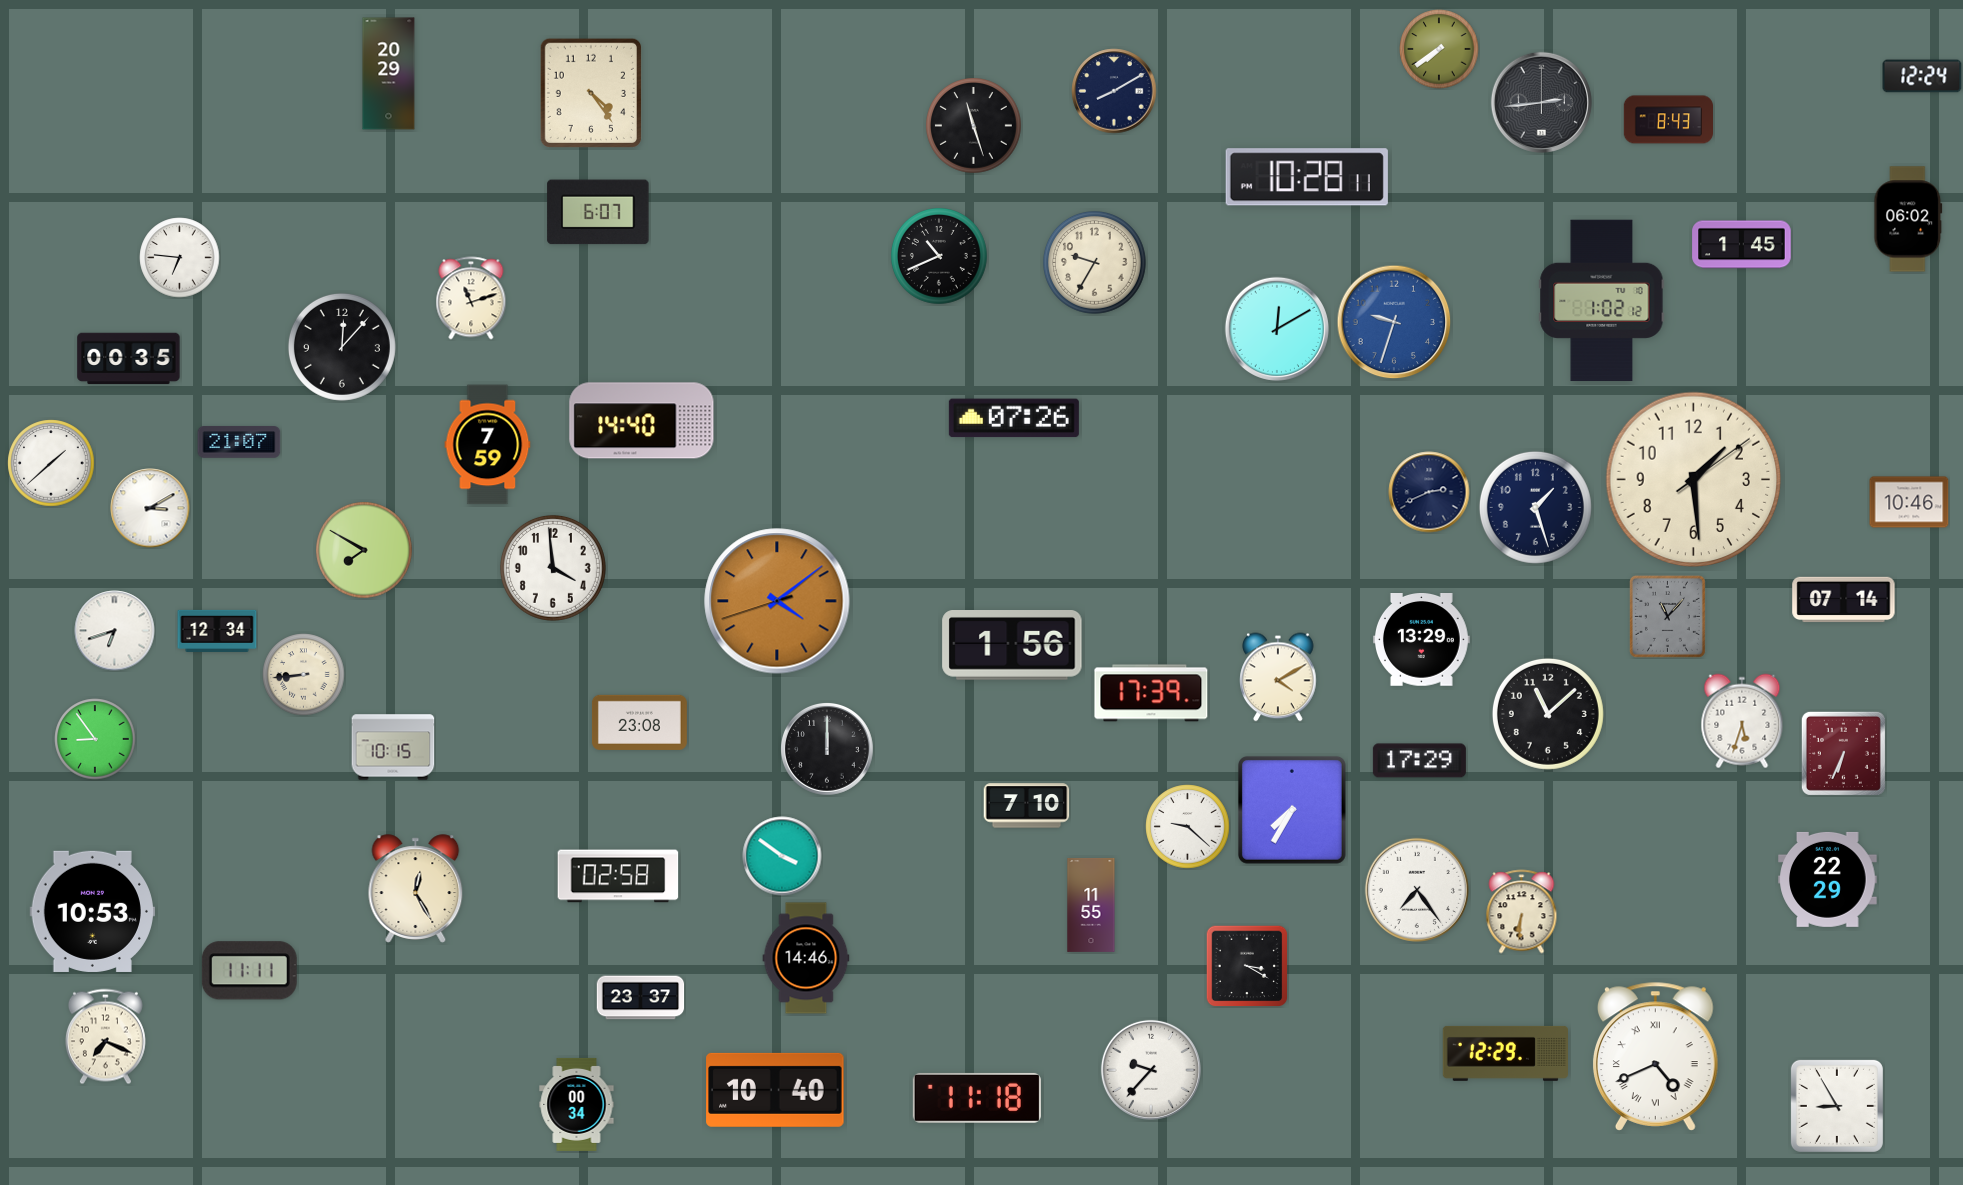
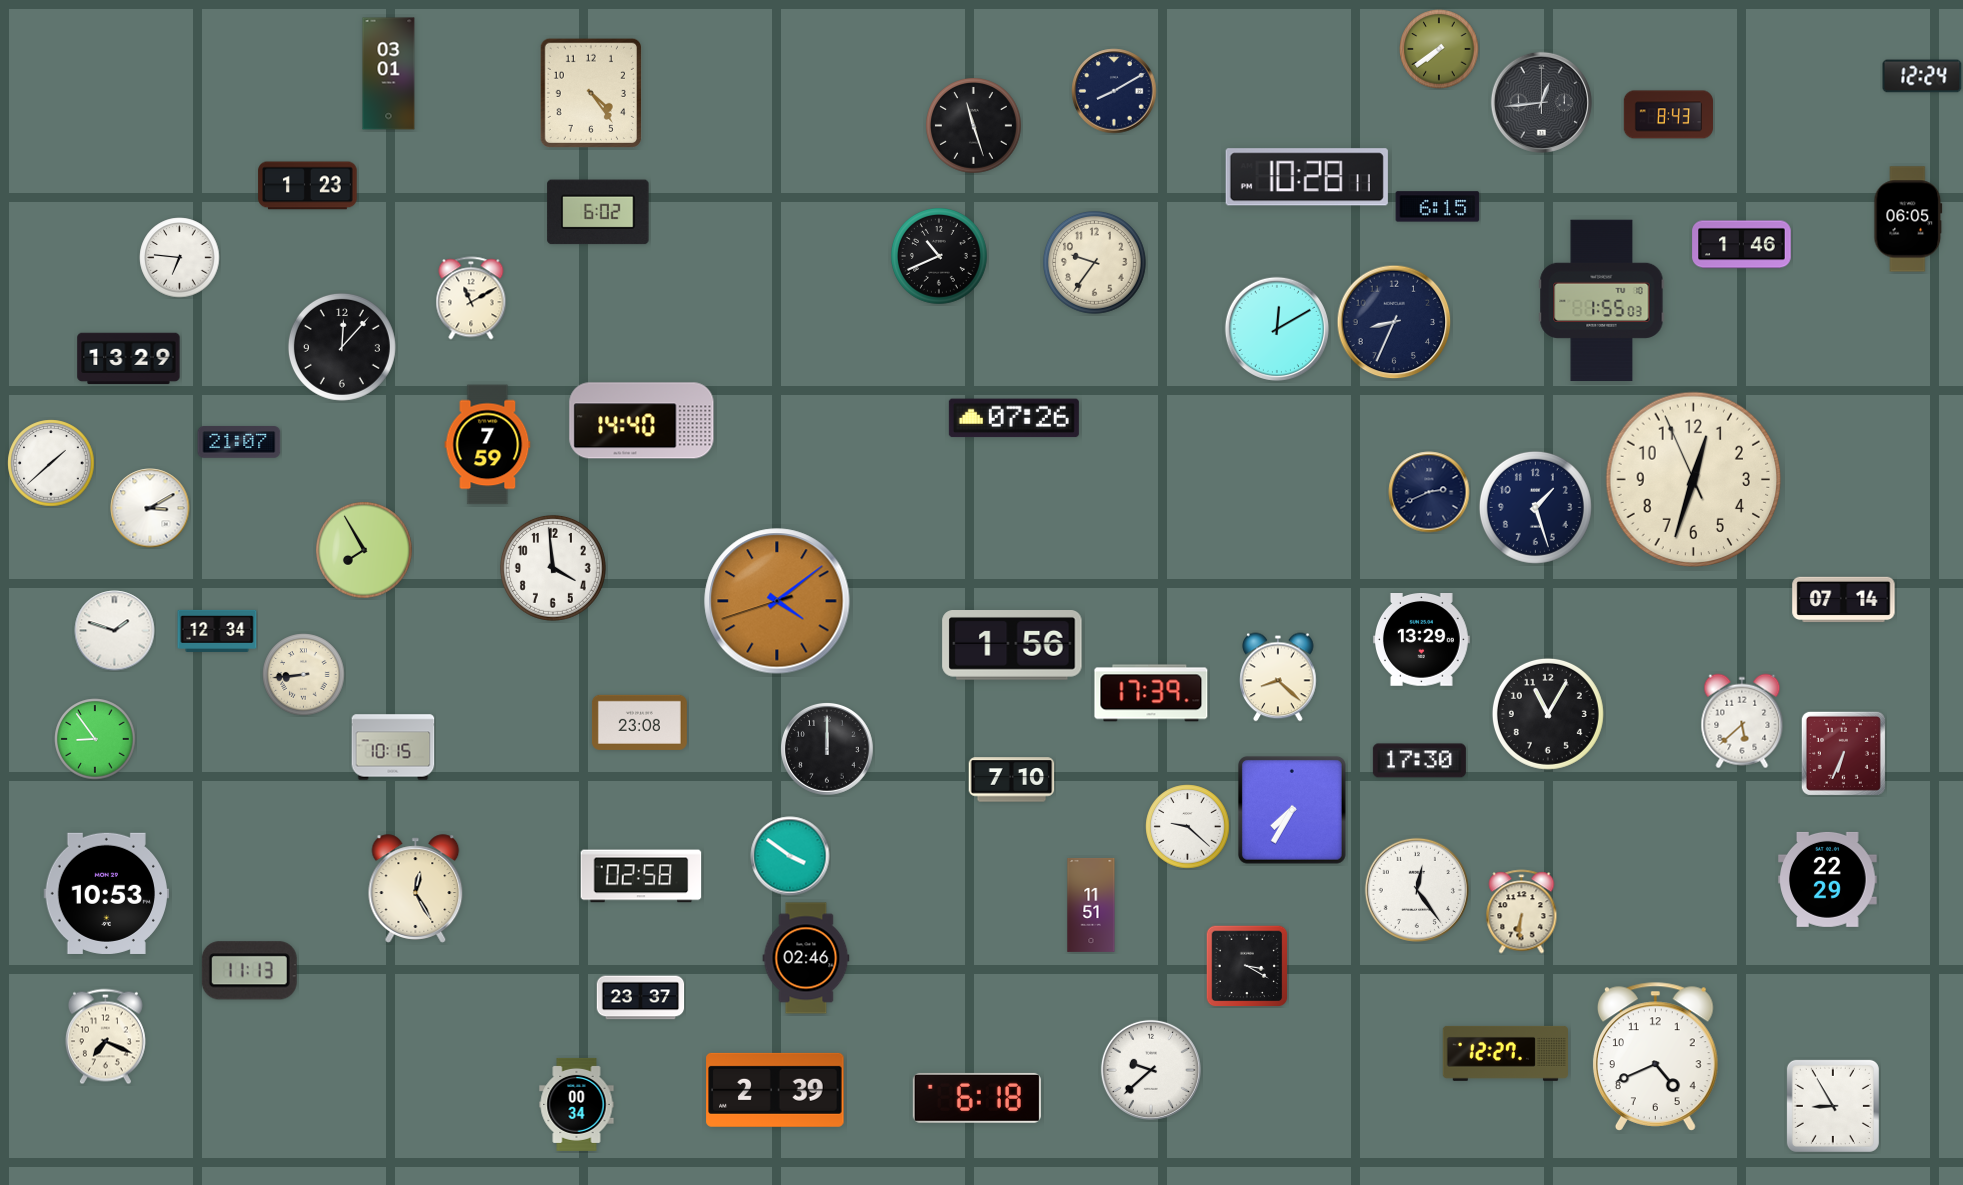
clock at (389, 74): 20:29 -> 03:01
clock at (1541, 102): 2:44 -> 12:44
clock at (1668, 120) position: (1668, 120) -> (1668, 115)
clock at (308, 186): none -> 1:23
clock at (1438, 207): none -> 6:15
clock at (598, 212): 6:07 -> 6:02
clock at (1908, 219): 06:02 -> 06:05
clock at (1742, 245): 1:45 -> 1:46
clock at (1094, 262): 9:35 -> 9:36
clock at (471, 298): 11:12 -> 11:10
clock at (1602, 301): 1:02 -> 1:55
clock at (1394, 322): 9:33 -> 8:34
clock at (1394, 322) dial: blue -> navy
clock at (129, 359): 00:35 -> 13:29
clock at (1694, 480): 1:29 -> 12:32
clock at (1909, 502): 10:46 -> none
clock at (365, 551): 7:50 -> 7:55
clock at (1667, 616): 11:07 -> none
clock at (115, 631): 6:42 -> 1:48
clock at (1278, 677): 4:10 -> 8:22
clock at (1548, 714): 11:08 -> 11:05
clock at (1742, 721): 5:33 -> 5:38
clock at (1419, 761): 17:29 -> 17:30
clock at (1027, 806) position: (1027, 806) -> (1012, 780)
clock at (782, 856) position: (782, 856) -> (790, 856)
clock at (618, 876) position: (618, 876) -> (641, 876)
clock at (1417, 890): 7:24 -> 12:24
clock at (1091, 905): 11:55 -> 11:51
clock at (92, 911) position: (92, 911) -> (106, 893)
clock at (806, 958): 14:46 -> 02:46
clock at (249, 971): 11:11 -> 11:13
clock at (1505, 1053): 12:29 -> 12:27
clock at (1655, 1056) numerals: Roman -> Arabic
clock at (1151, 1070): 9:37 -> 9:38
clock at (775, 1090): 10:40 -> 2:39
clock at (977, 1098): 11:18 -> 6:18
clock at (1837, 1106) position: (1837, 1106) -> (1833, 1106)
